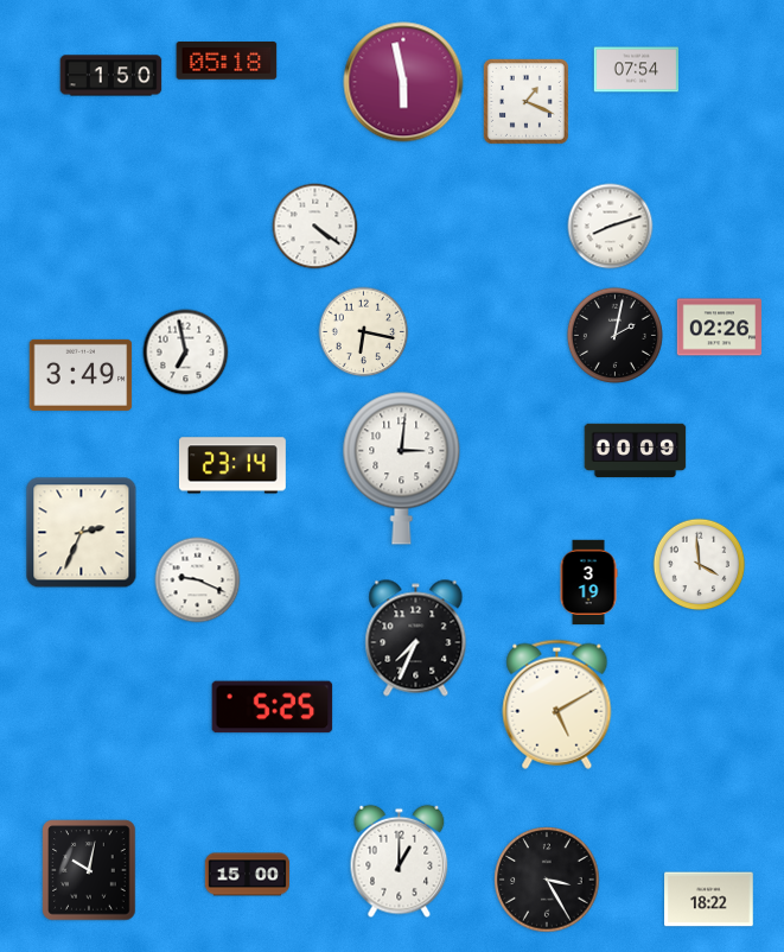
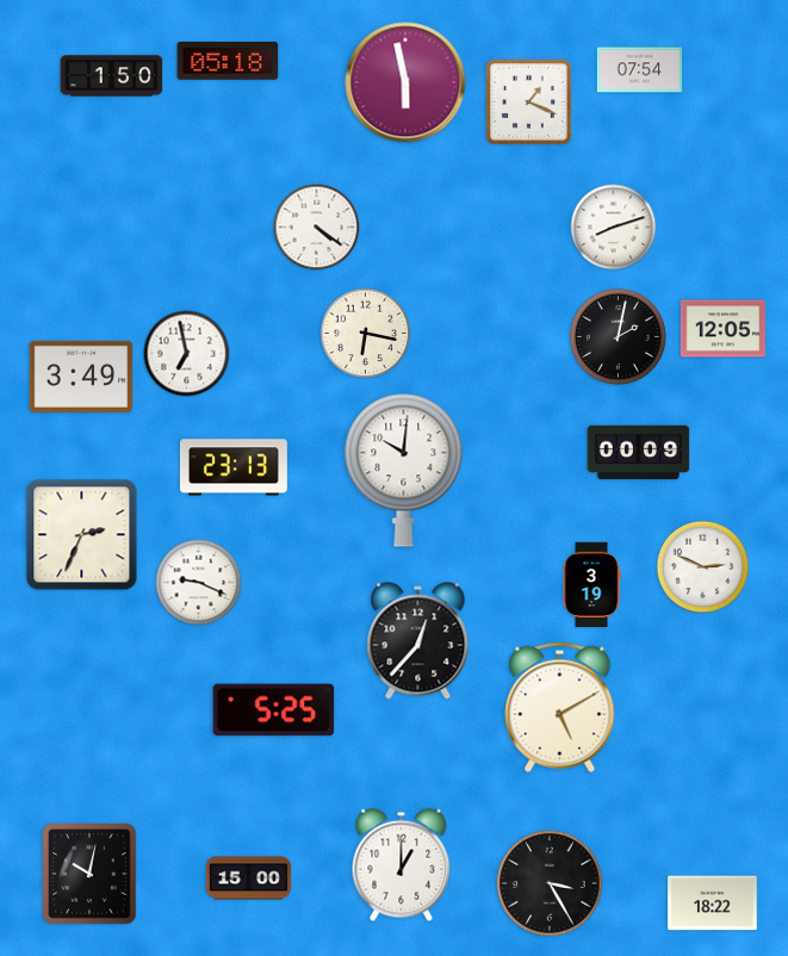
clock at (720, 328): 02:26 -> 12:05
clock at (232, 465): 23:14 -> 23:13
clock at (402, 468): 3:01 -> 10:01
clock at (700, 565): 3:59 -> 2:49
clock at (416, 639): 7:34 -> 12:37
